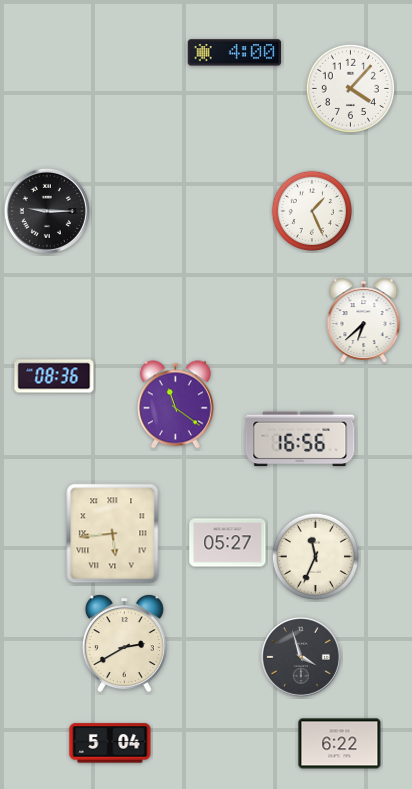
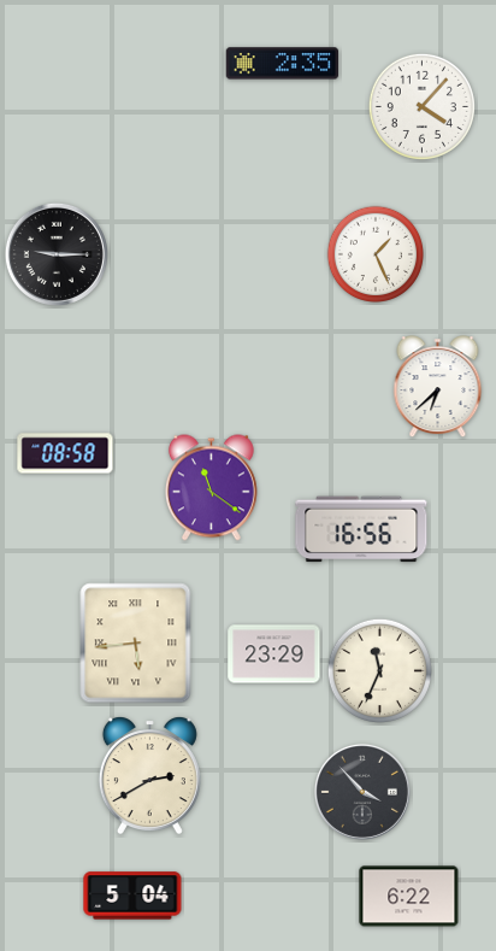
clock at (235, 53): 4:00 -> 2:35
clock at (54, 376): 08:36 -> 08:58
clock at (228, 543): 05:27 -> 23:29
clock at (301, 657): 3:57 -> 3:53
